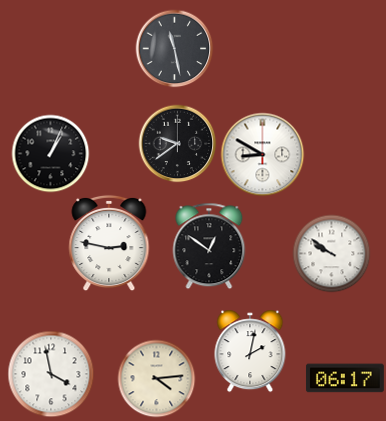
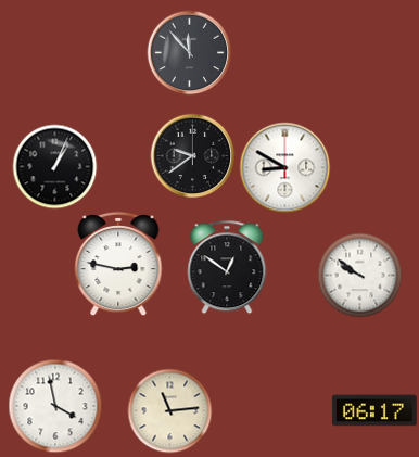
clock at (174, 48): 11:28 -> 11:53
clock at (250, 351): 2:02 -> none
clock at (156, 378): 4:14 -> 11:14
